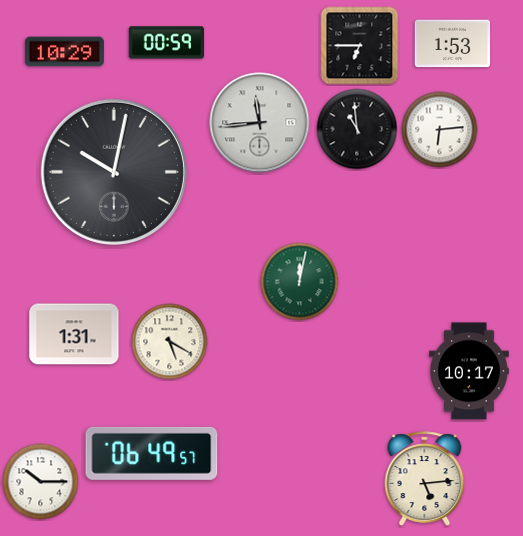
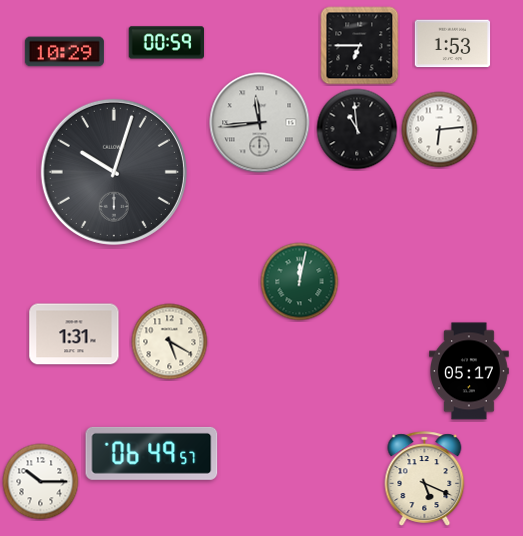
clock at (114, 172): 10:02 -> 10:03
clock at (469, 371): 10:17 -> 05:17
clock at (425, 479): 5:14 -> 5:19
